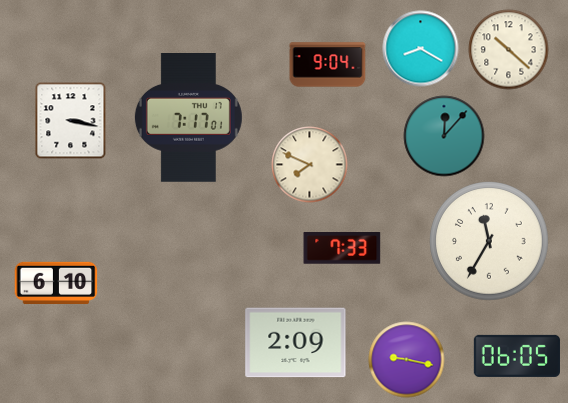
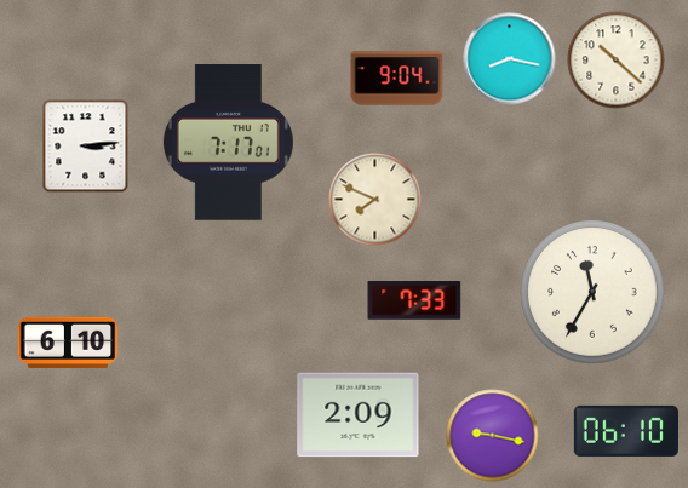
clock at (421, 49): 8:20 -> 8:17
clock at (71, 121): 3:17 -> 3:14
clock at (444, 136): 12:07 -> none
clock at (517, 356): 06:05 -> 06:10
